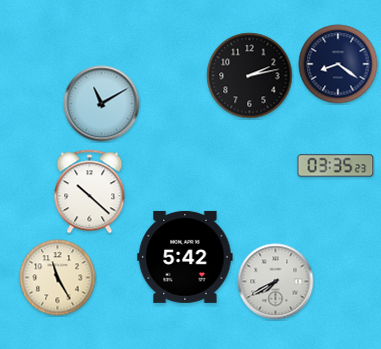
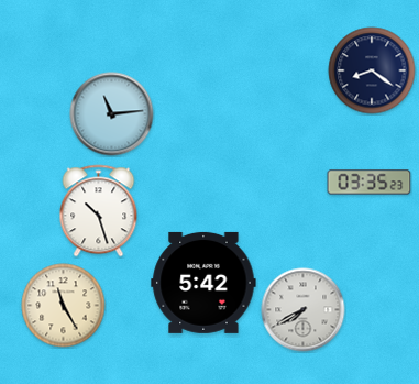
clock at (250, 76): 2:13 -> none
clock at (102, 104): 11:10 -> 11:14
clock at (90, 192): 10:22 -> 10:27
